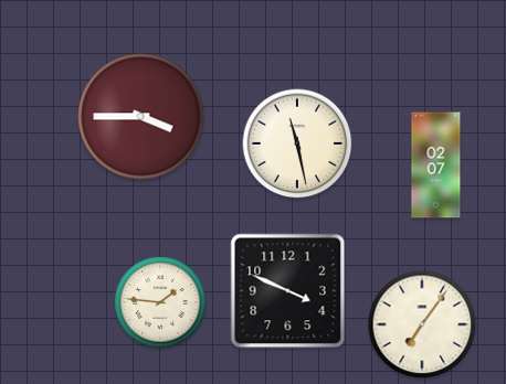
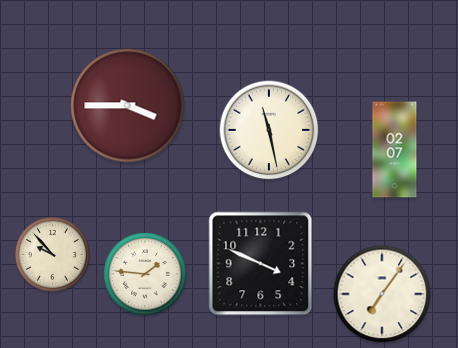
clock at (52, 254): none -> 9:53
